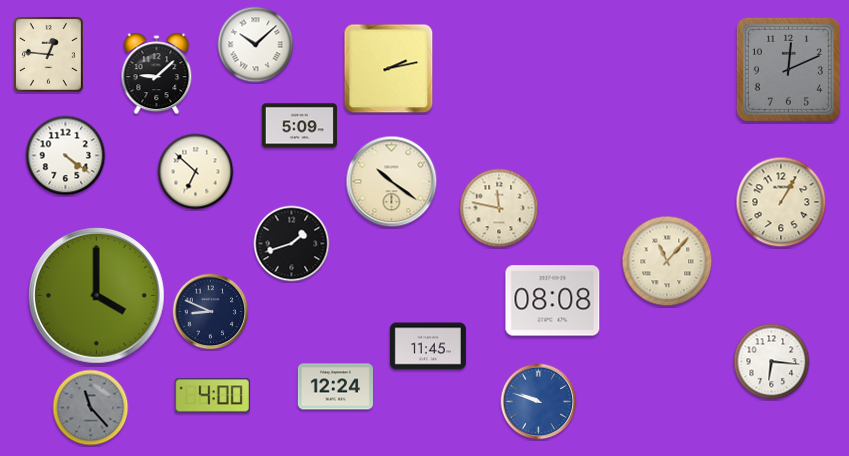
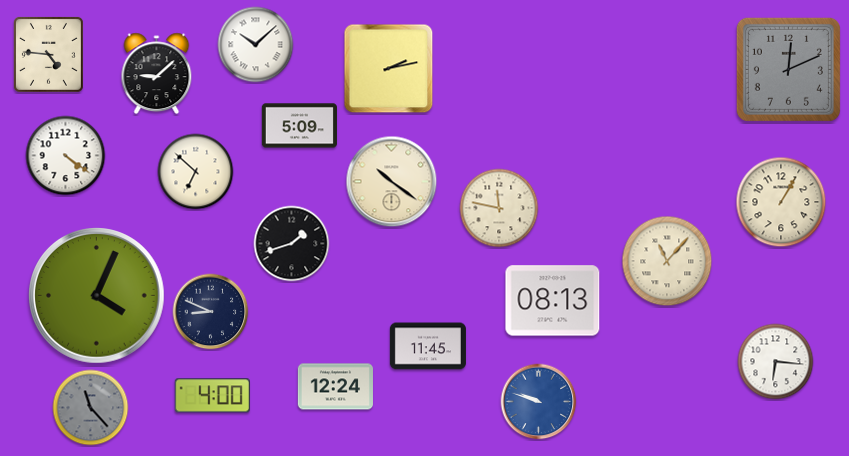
clock at (48, 54): 12:46 -> 4:46
clock at (97, 296): 4:00 -> 4:04
clock at (553, 301): 08:08 -> 08:13
clock at (772, 362) position: (772, 362) -> (776, 362)
